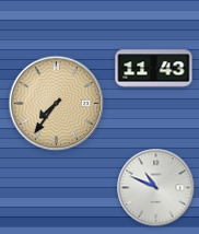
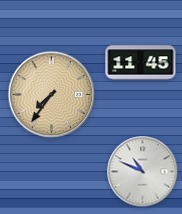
clock at (154, 69): 11:43 -> 11:45
